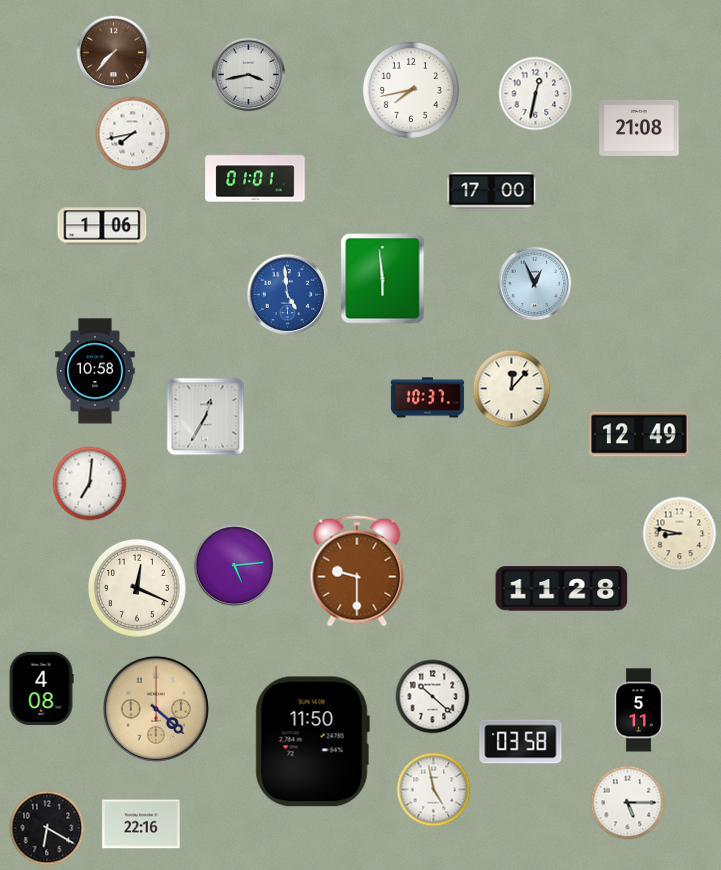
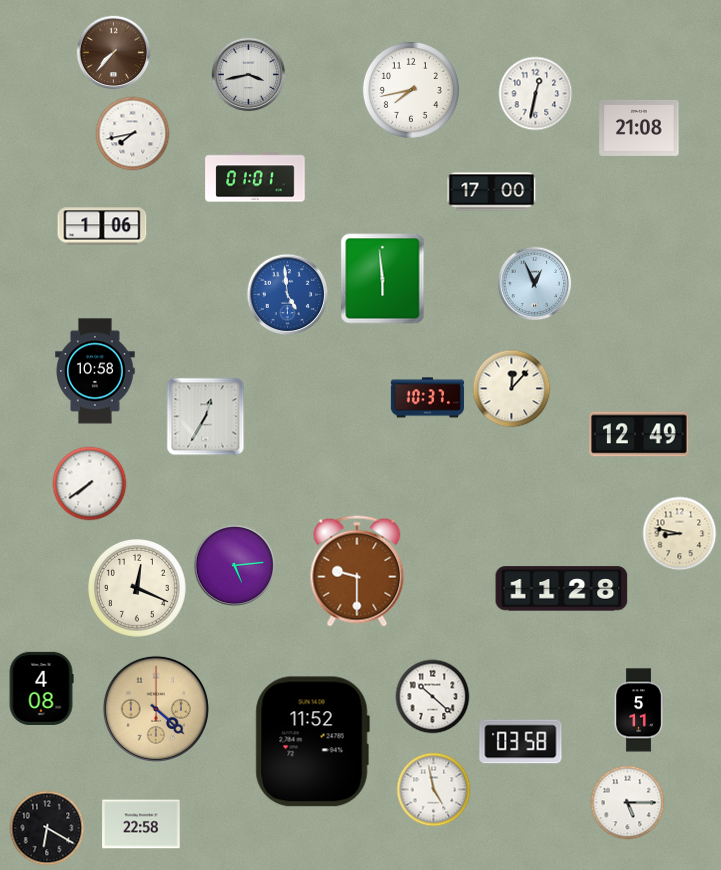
clock at (90, 484): 7:01 -> 7:39
clock at (312, 742): 11:50 -> 11:52
clock at (141, 824): 22:16 -> 22:58
